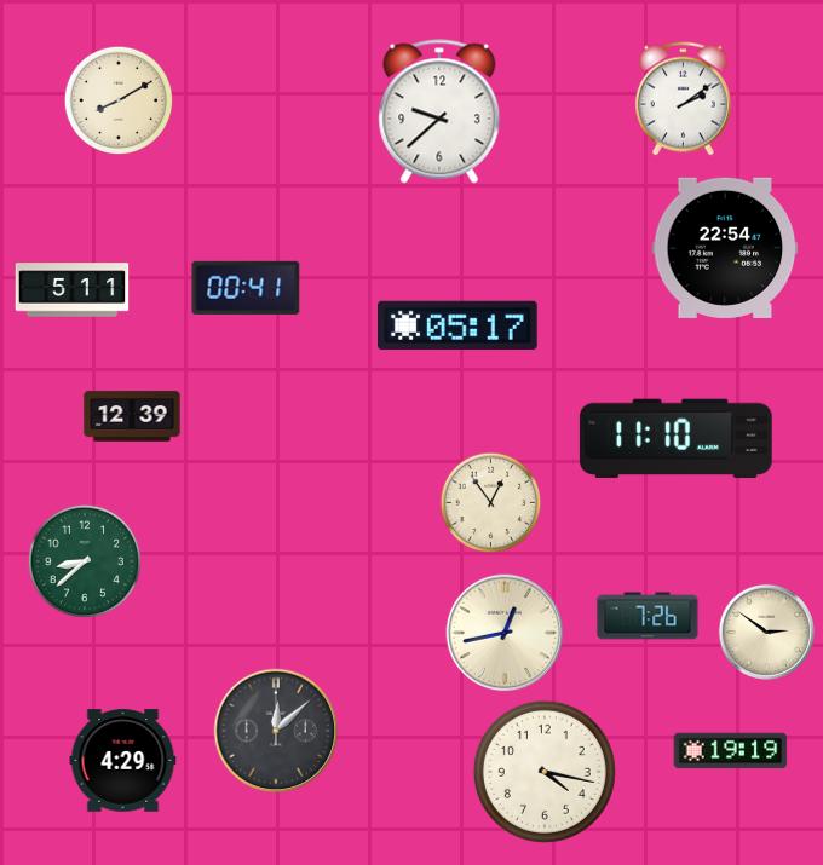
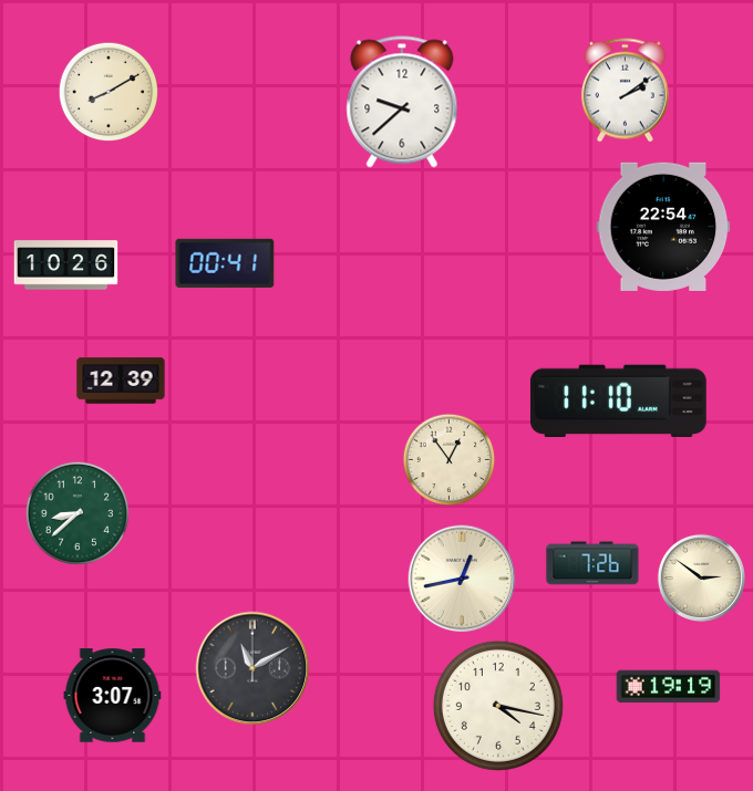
clock at (73, 290): 5:11 -> 10:26
clock at (459, 325): 05:17 -> none
clock at (276, 731): 12:08 -> 11:10
clock at (123, 761): 4:29 -> 3:07
